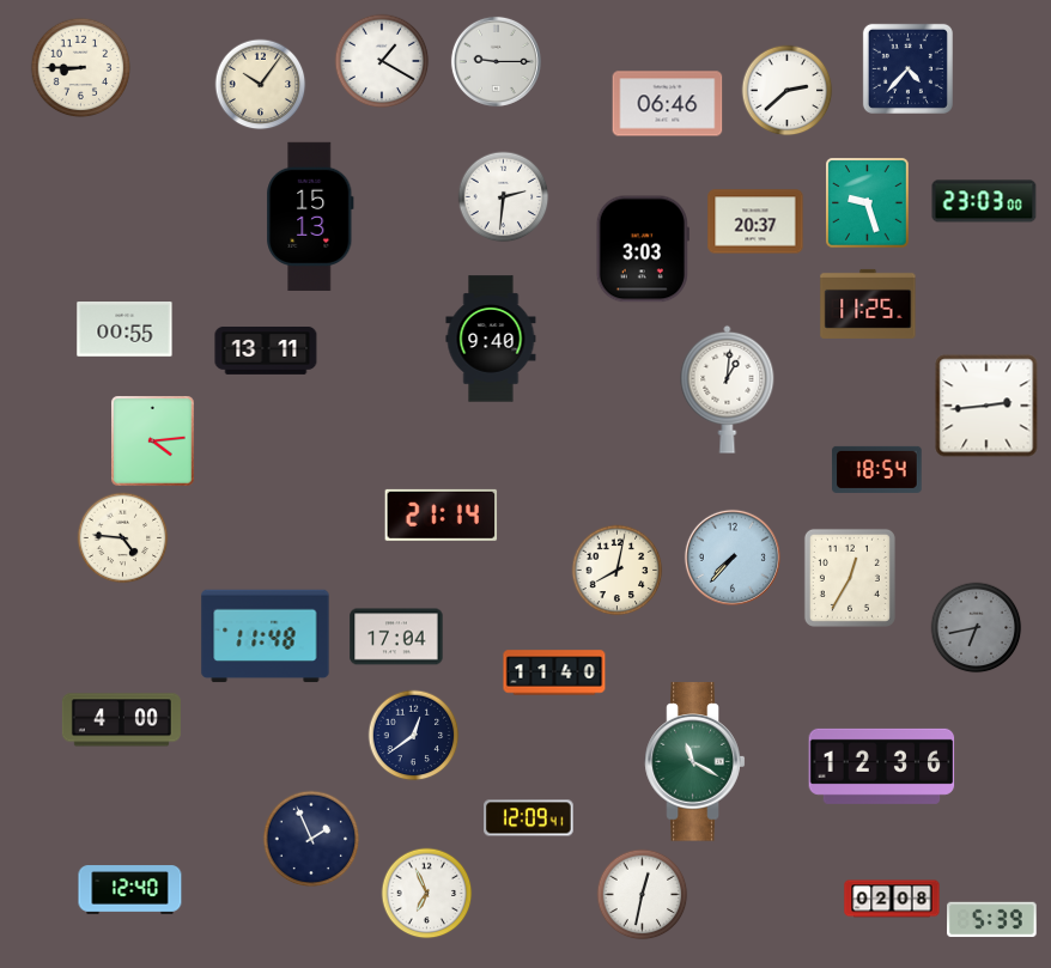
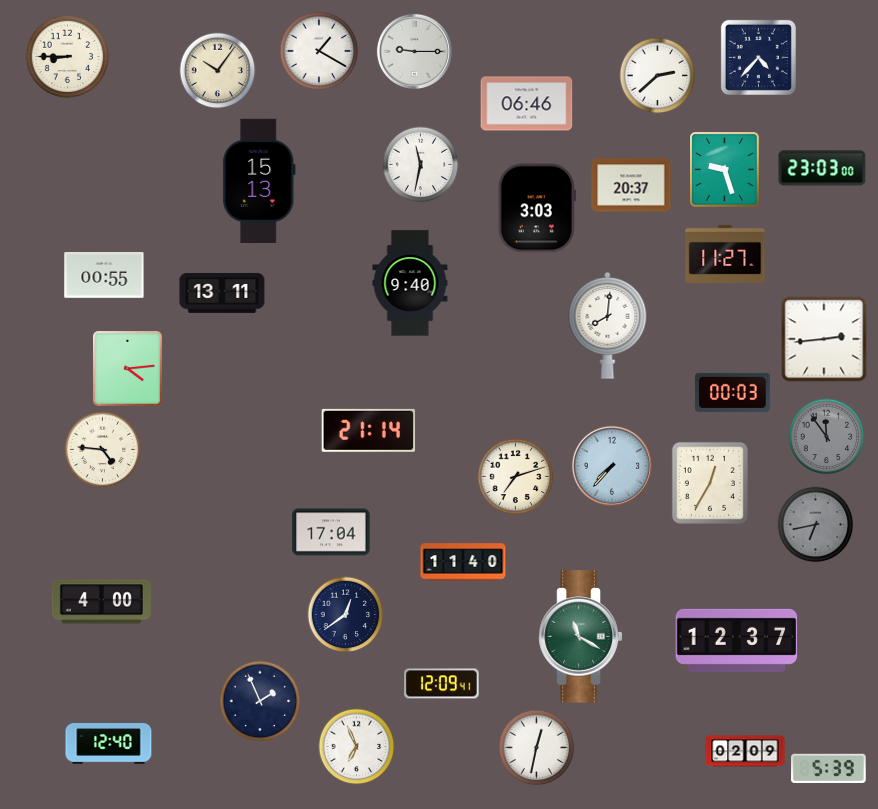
clock at (668, 104) position: (668, 104) -> (527, 104)
clock at (504, 197): 2:31 -> 11:32
clock at (868, 304): 11:25 -> 11:27
clock at (728, 389): 1:01 -> 8:01
clock at (877, 469): 18:54 -> 00:03
clock at (827, 437): none -> 11:54
clock at (618, 571): 8:02 -> 7:12
clock at (266, 637): 11:48 -> none
clock at (882, 766): 12:36 -> 12:37
clock at (892, 899): 02:08 -> 02:09
